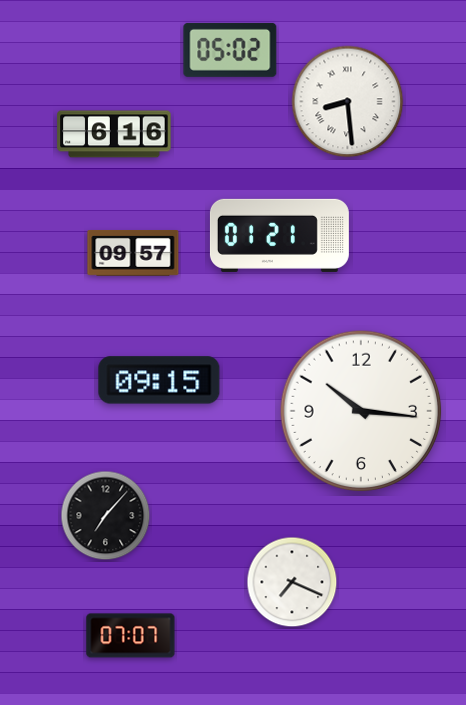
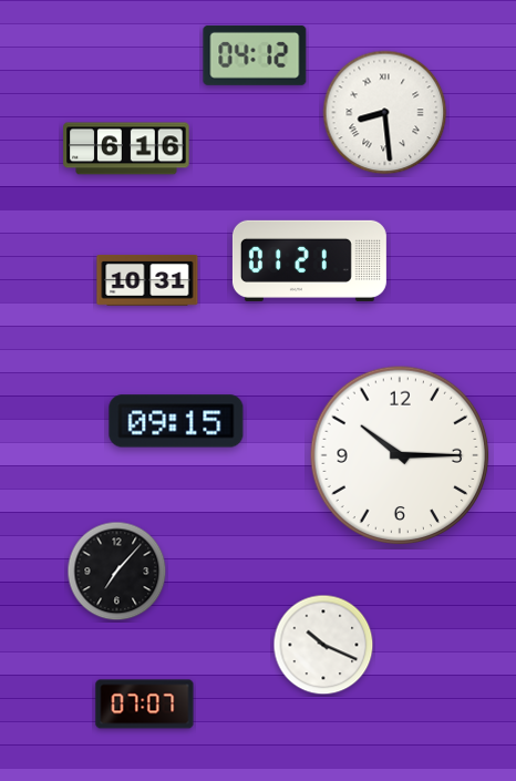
clock at (230, 50): 05:02 -> 04:12
clock at (133, 254): 09:57 -> 10:31
clock at (361, 411): 10:16 -> 10:15
clock at (292, 582): 7:19 -> 10:19
